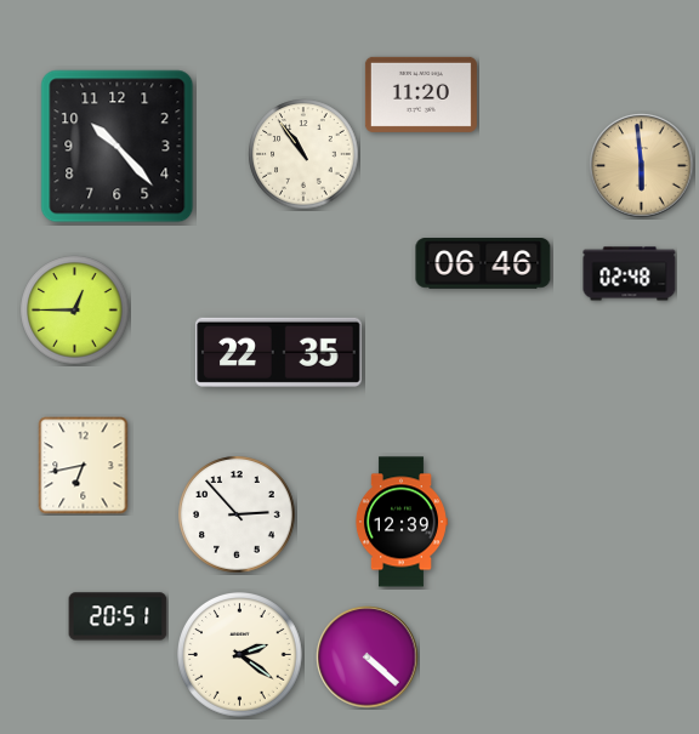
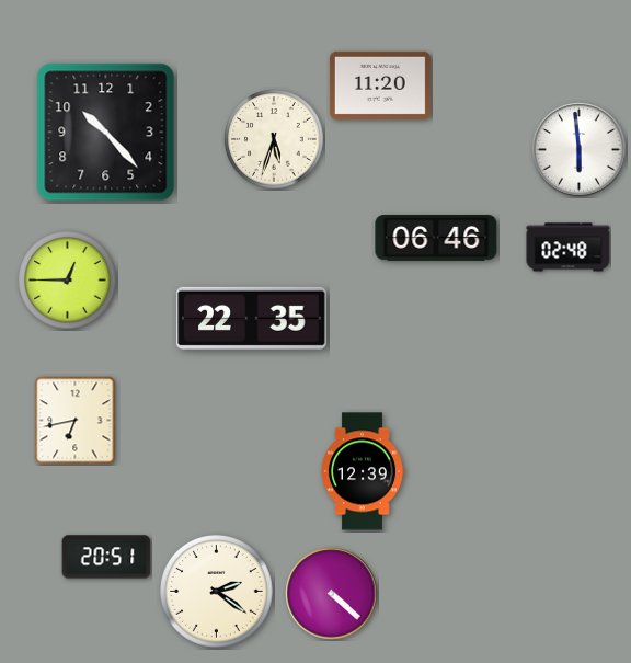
clock at (303, 154): 10:54 -> 5:33
clock at (642, 166) dial: champagne -> white
clock at (237, 514): 2:53 -> none
